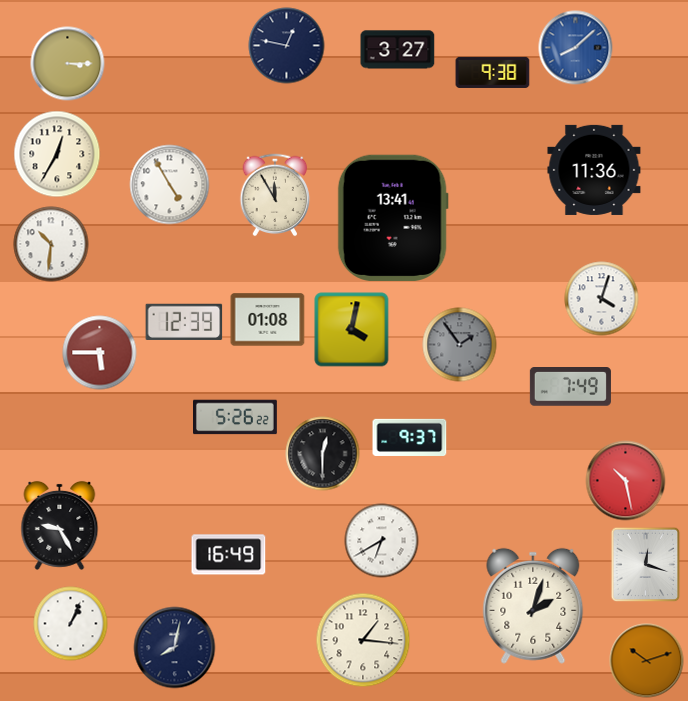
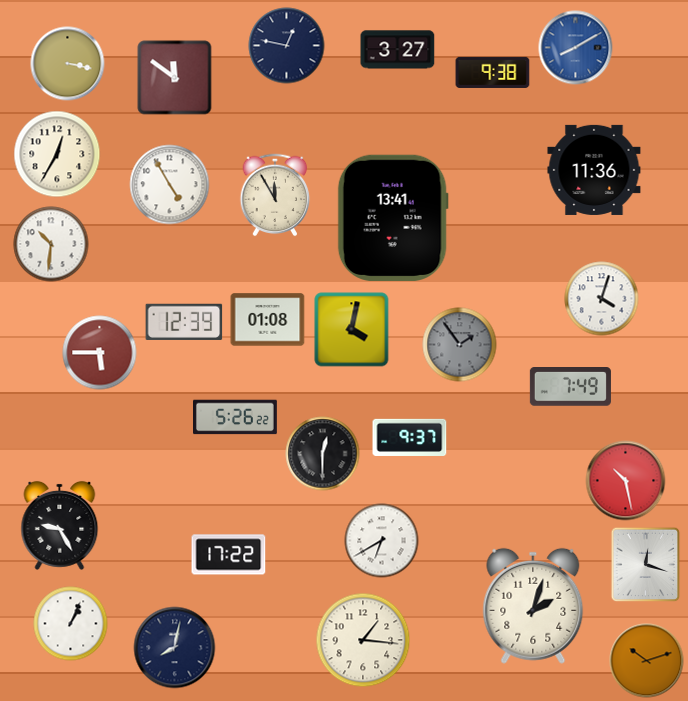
clock at (576, 48): 8:08 -> 8:10
clock at (68, 64): 3:15 -> 3:17
clock at (175, 78): none -> 11:51
clock at (229, 555): 16:49 -> 17:22
